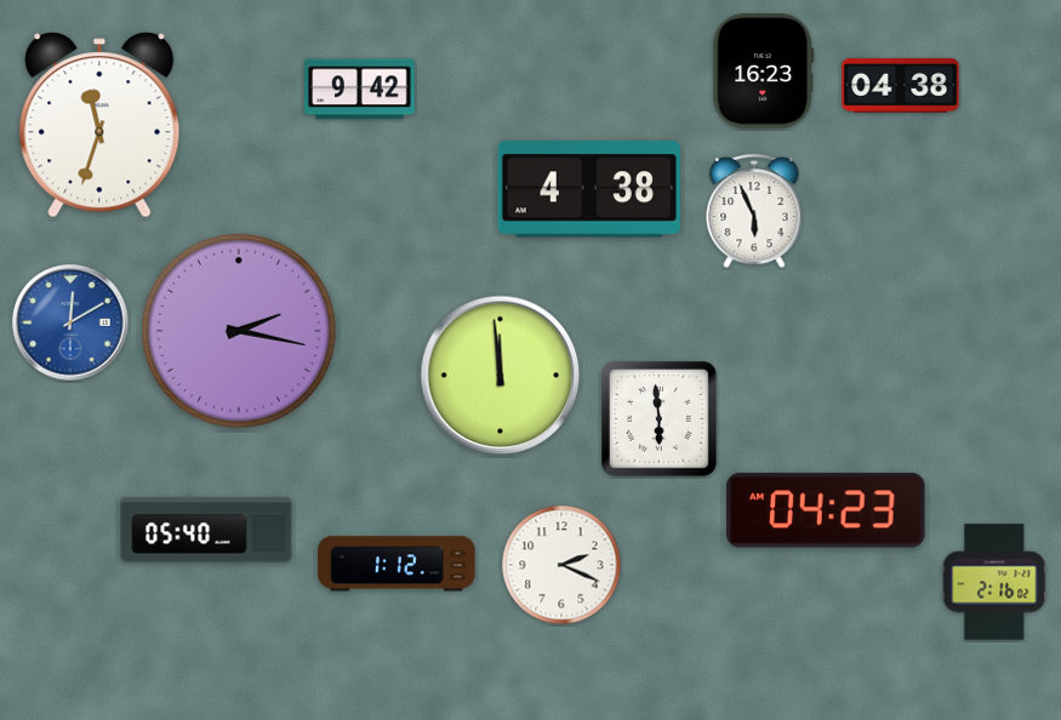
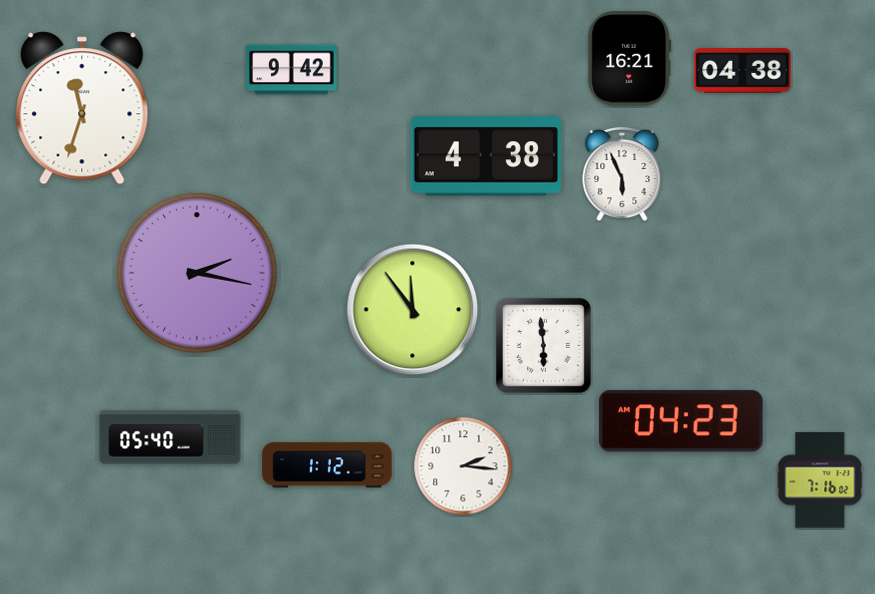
clock at (764, 72): 16:23 -> 16:21
clock at (360, 90) position: (360, 90) -> (292, 70)
clock at (99, 125) position: (99, 125) -> (82, 108)
clock at (70, 322): 12:10 -> none
clock at (501, 376): 11:59 -> 11:54
clock at (561, 565): 2:19 -> 2:16
clock at (994, 582): 2:16 -> 7:16
